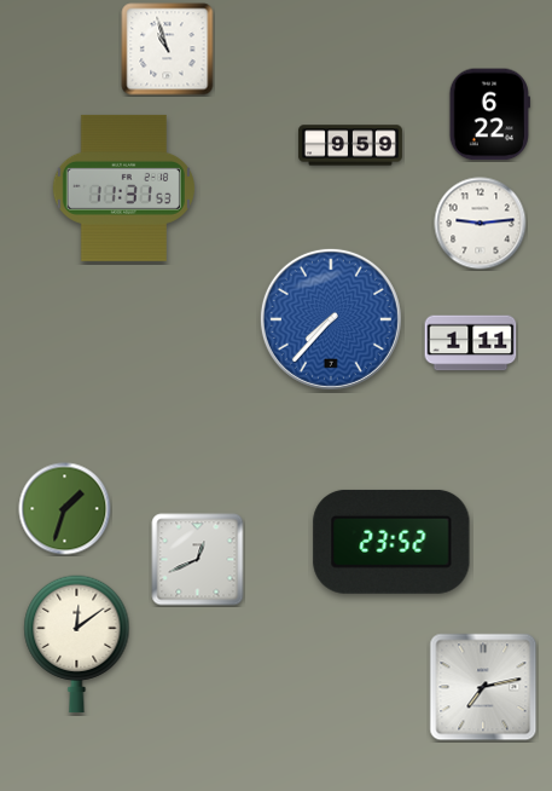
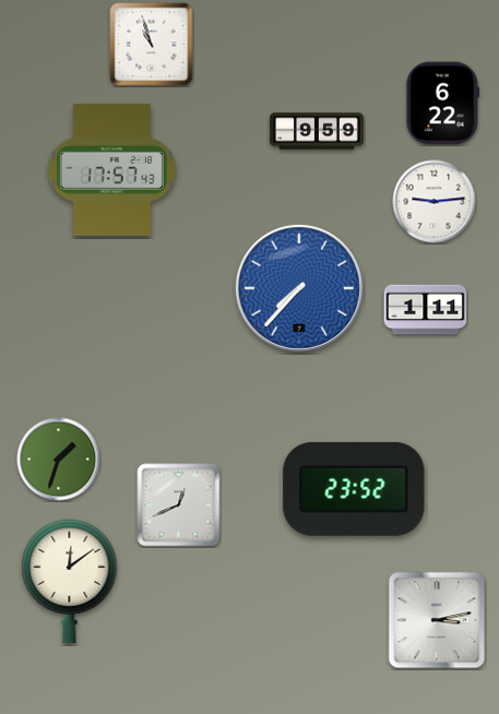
clock at (123, 187): 11:31 -> 17:57
clock at (483, 687): 7:13 -> 3:13
